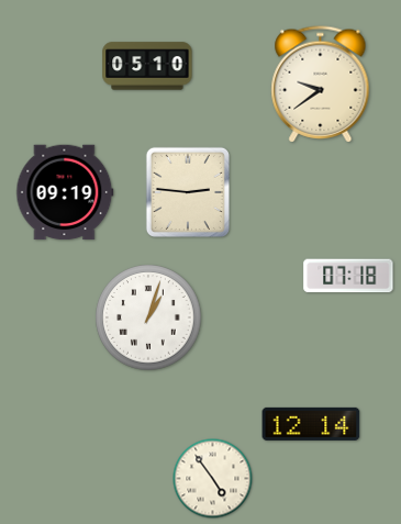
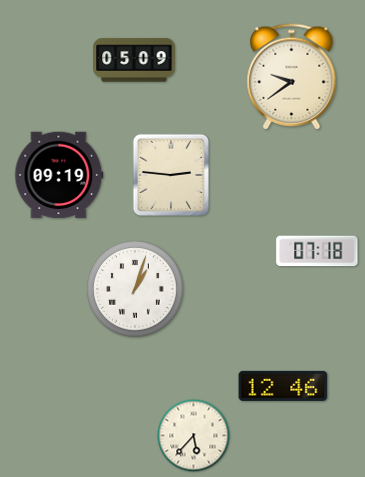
clock at (147, 66): 05:10 -> 05:09
clock at (311, 424): 12:14 -> 12:46
clock at (213, 479): 4:54 -> 5:37
